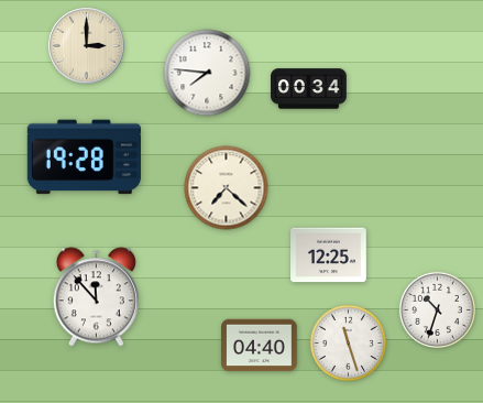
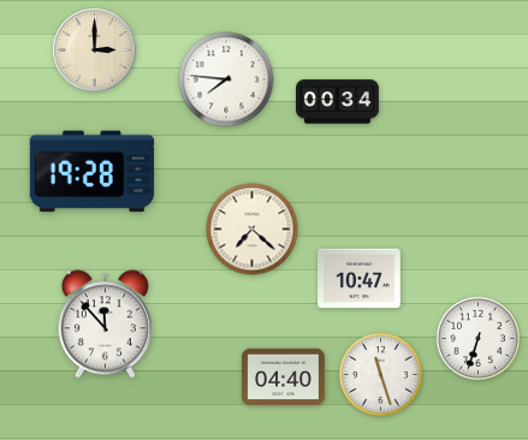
clock at (309, 89) position: (309, 89) -> (338, 102)
clock at (227, 188) position: (227, 188) -> (253, 230)
clock at (329, 255): 12:25 -> 10:47
clock at (437, 309): 10:33 -> 6:33
